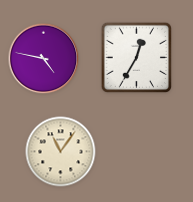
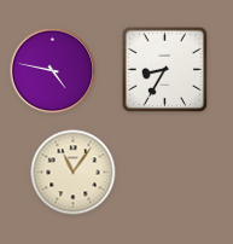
clock at (136, 57): 12:35 -> 8:35
clock at (61, 152) position: (61, 152) -> (74, 173)
